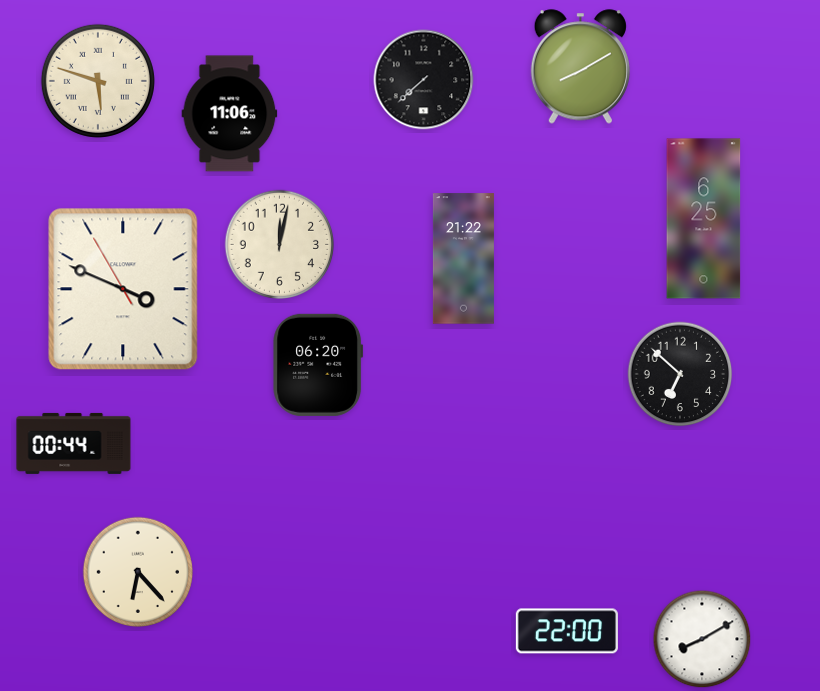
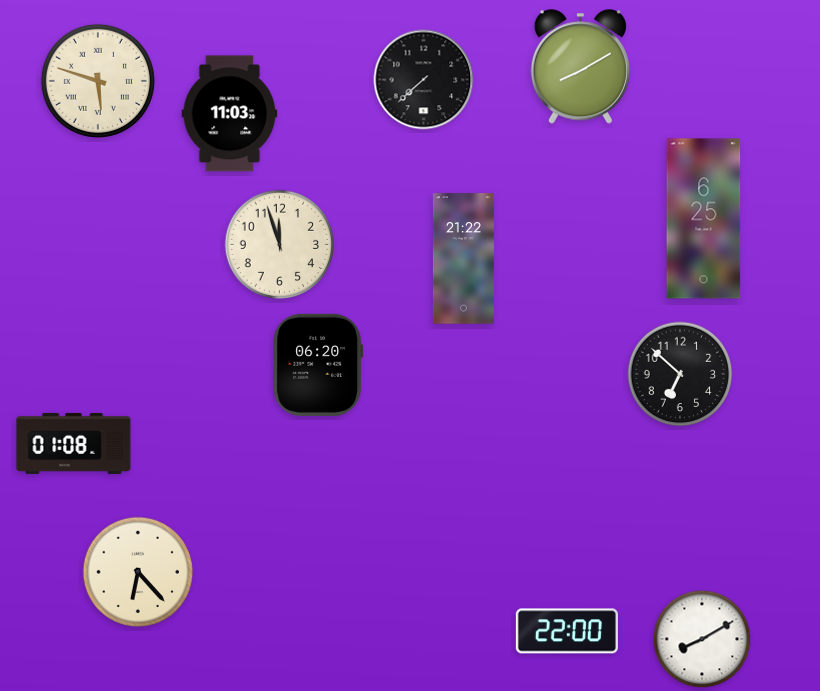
clock at (230, 114): 11:06 -> 11:03
clock at (279, 244): 12:02 -> 11:57
clock at (123, 289): 3:48 -> none
clock at (74, 443): 00:44 -> 01:08
